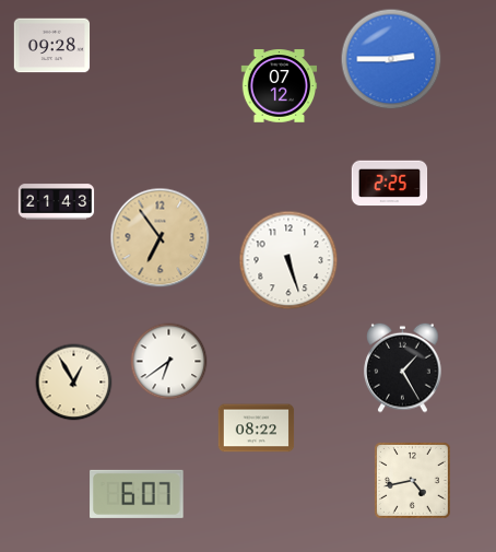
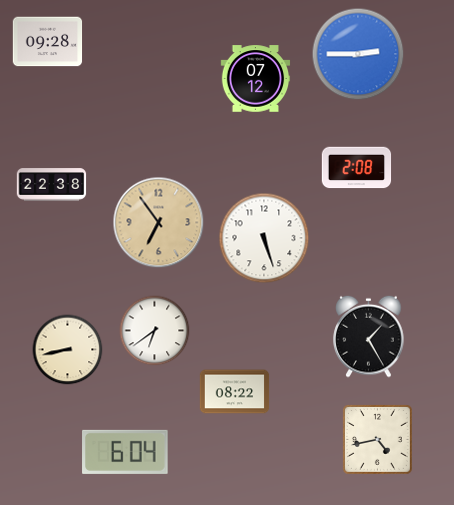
clock at (390, 184): 2:25 -> 2:08
clock at (57, 202): 21:43 -> 22:38
clock at (161, 238) position: (161, 238) -> (159, 223)
clock at (74, 383): 12:55 -> 8:43
clock at (137, 494): 6:07 -> 6:04
